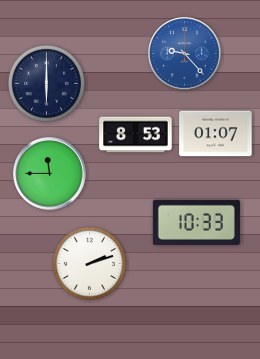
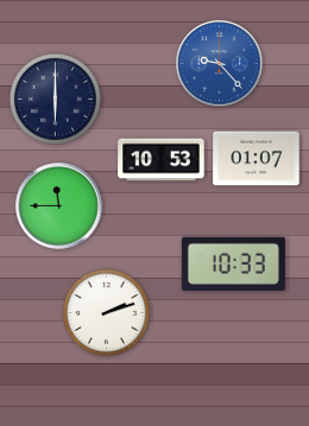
clock at (136, 135): 8:53 -> 10:53
